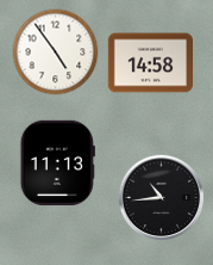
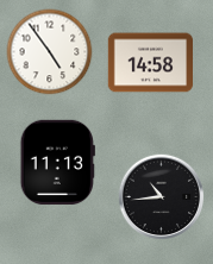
clock at (56, 53) position: (56, 53) -> (50, 52)
